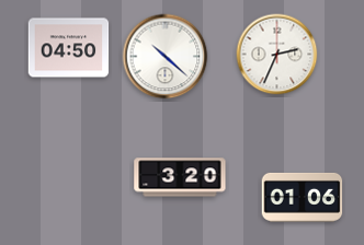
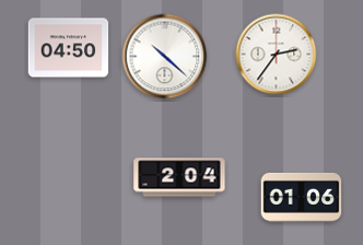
clock at (277, 55): 2:34 -> 2:36
clock at (180, 177): 3:20 -> 2:04
